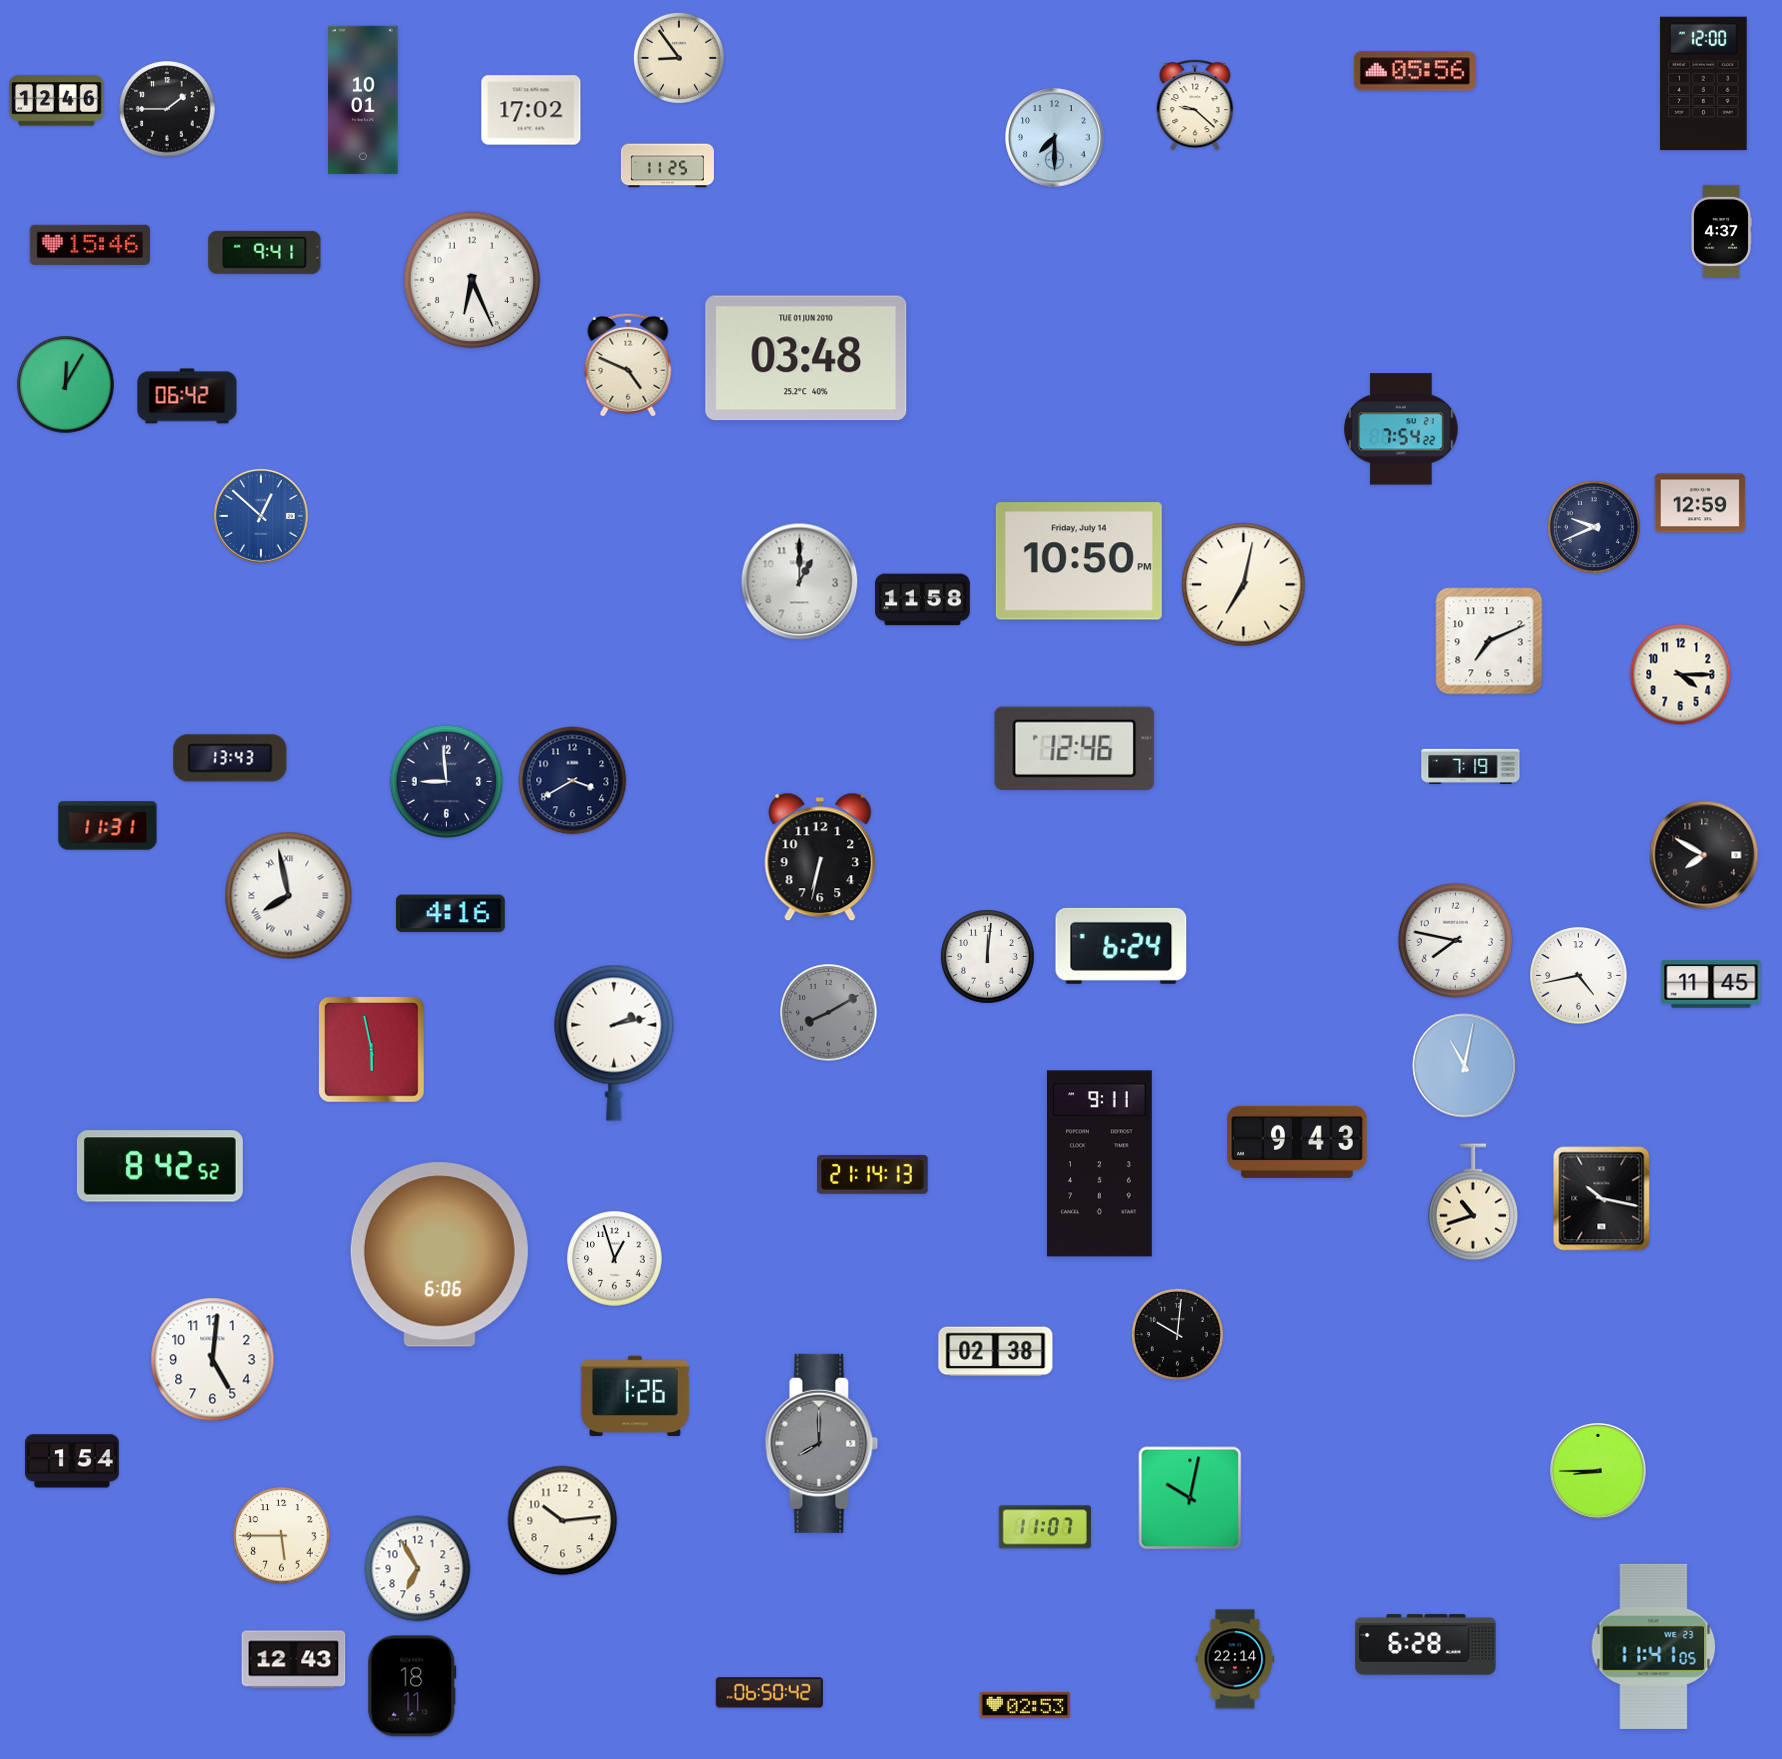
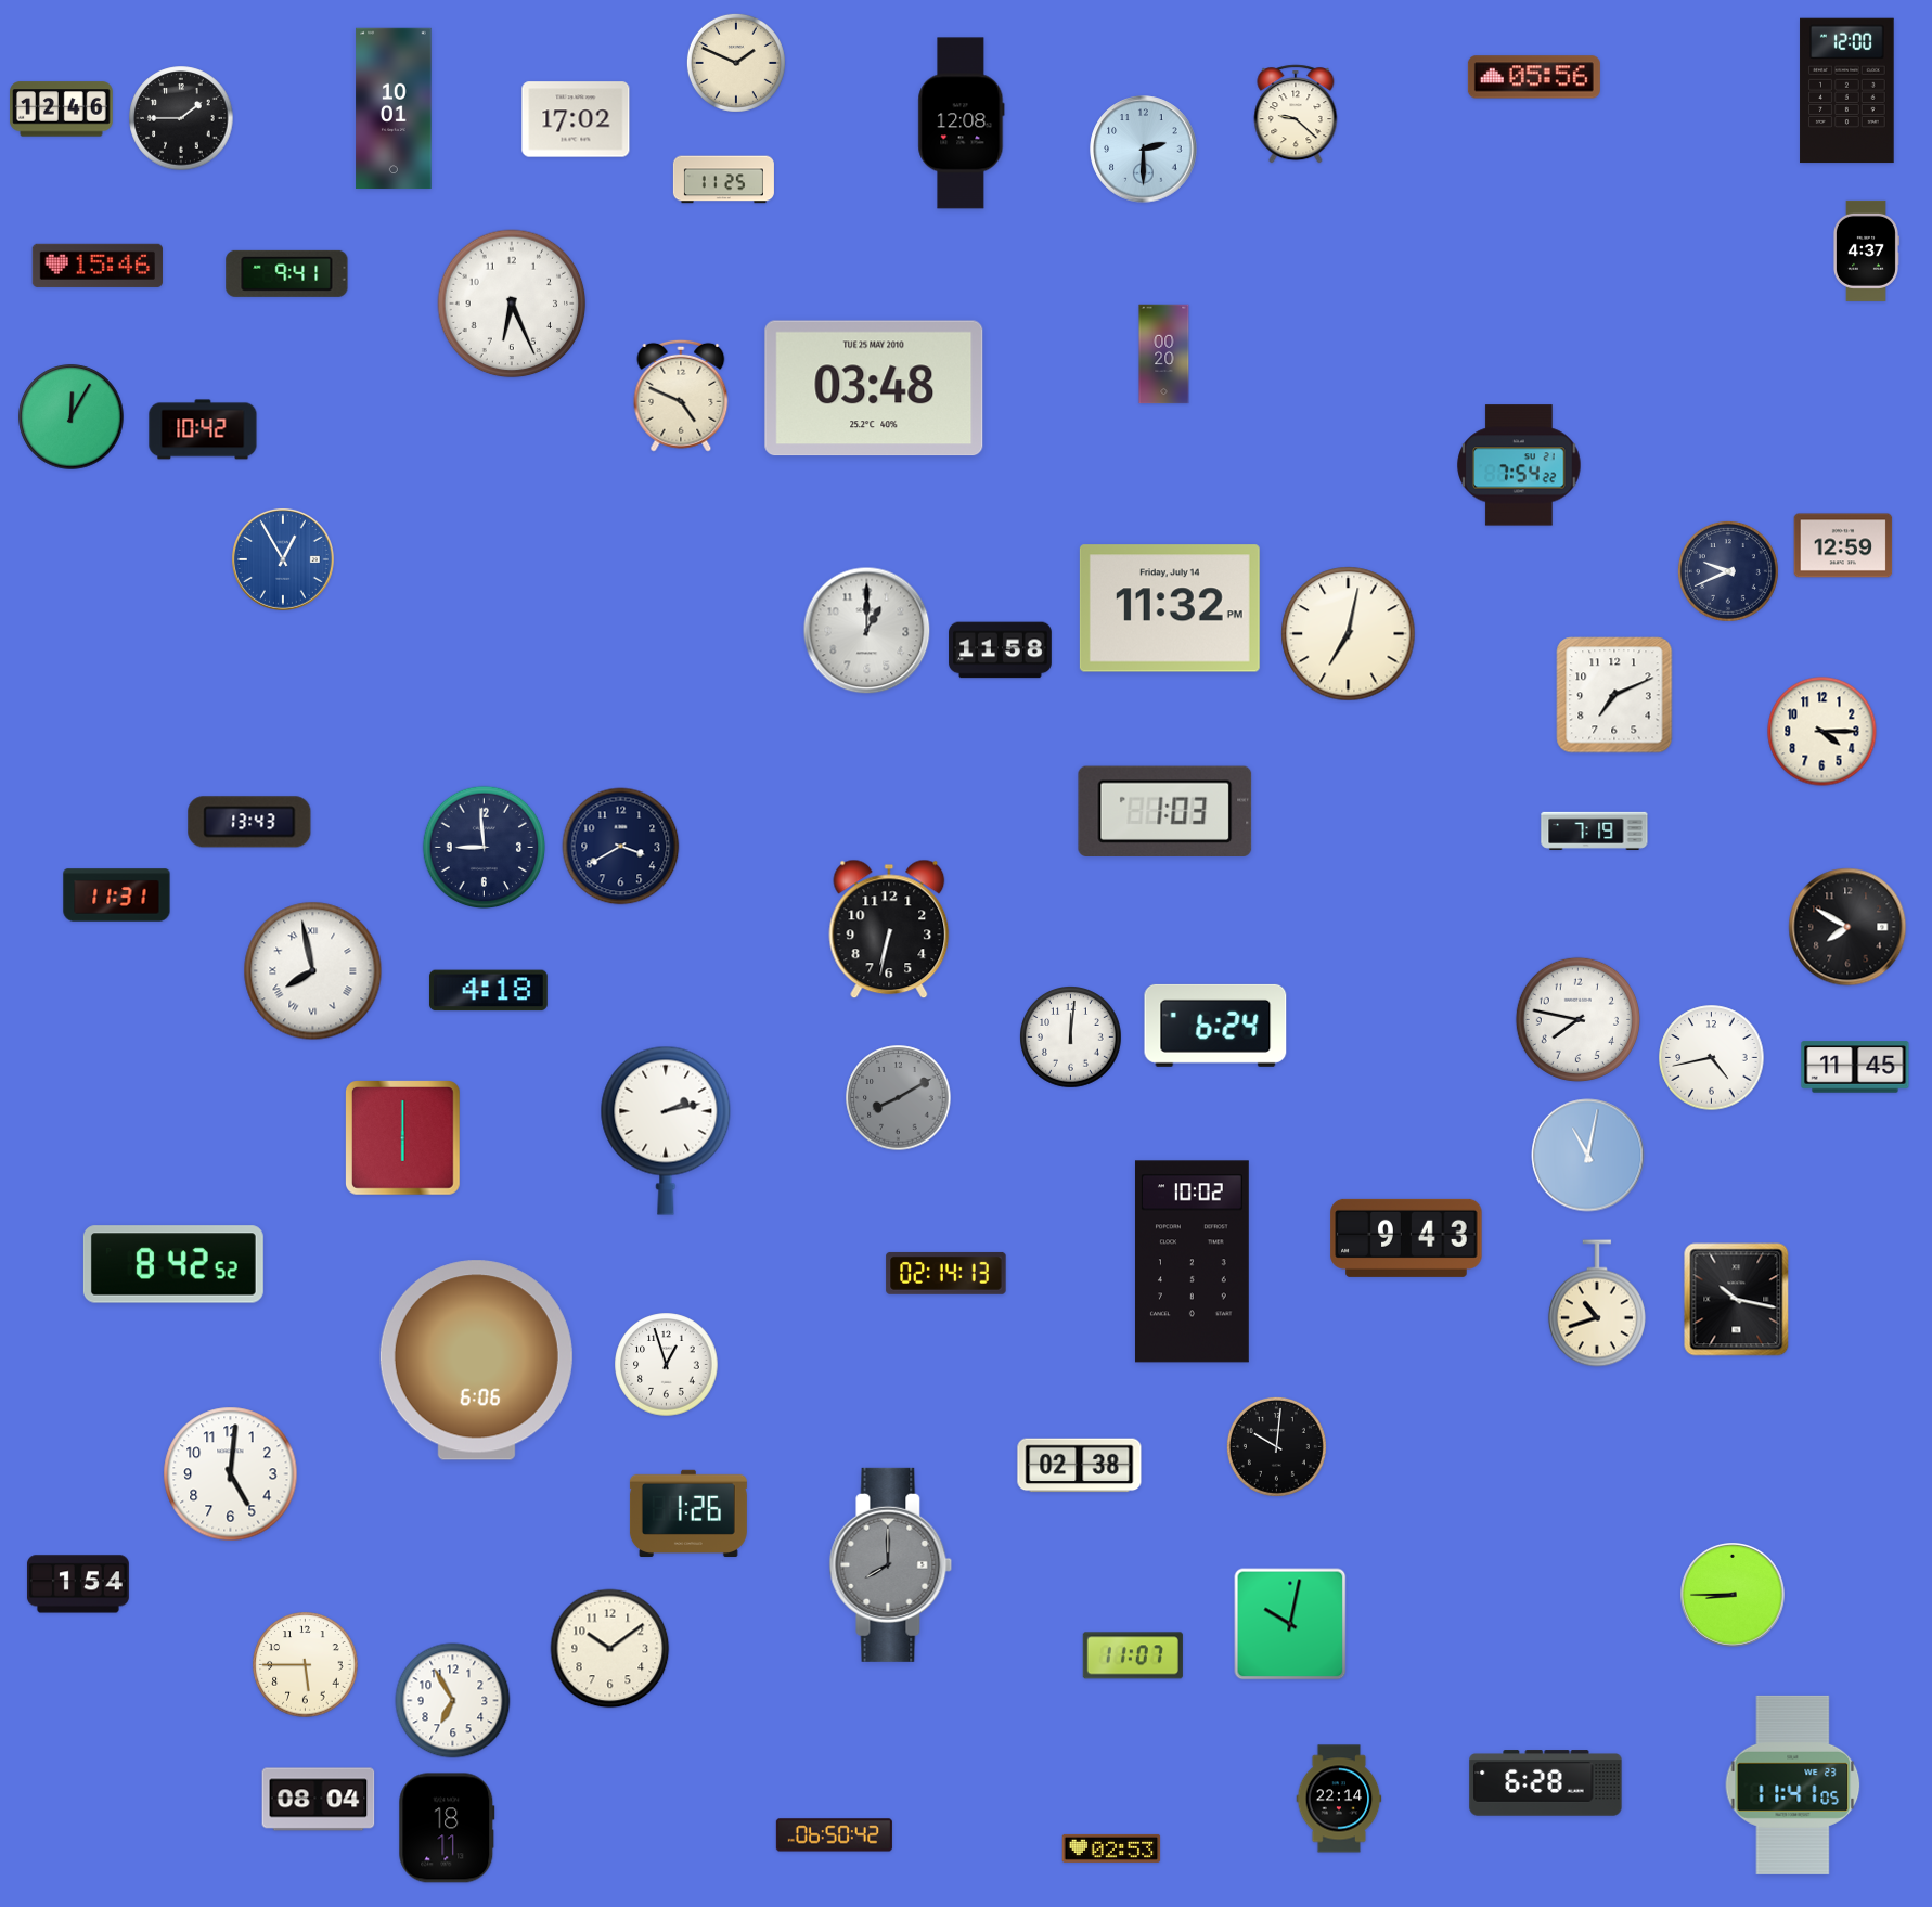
clock at (679, 58): 8:54 -> 1:49
clock at (962, 124): none -> 12:08
clock at (1055, 138): 7:30 -> 2:30
clock at (1164, 355): none -> 00:20
clock at (806, 358) date: TUE 01 JUN 2010 -> TUE 25 MAY 2010
clock at (187, 396): 06:42 -> 10:42
clock at (261, 516): 12:52 -> 12:55
clock at (1079, 561): 10:50 -> 11:32
clock at (1075, 748): 12:46 -> 1:03
clock at (450, 914): 4:16 -> 4:18
clock at (372, 1050): 5:58 -> 6:00
clock at (1099, 1164): 9:11 -> 10:02
clock at (873, 1174): 21:14 -> 02:14
clock at (563, 1521): 10:14 -> 10:09
clock at (294, 1660): 12:43 -> 08:04
